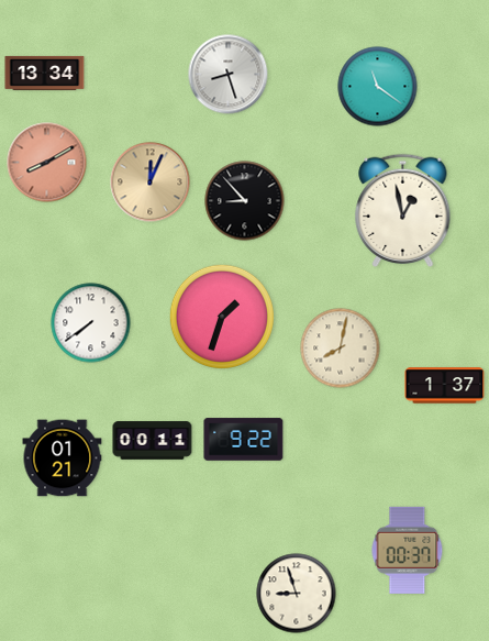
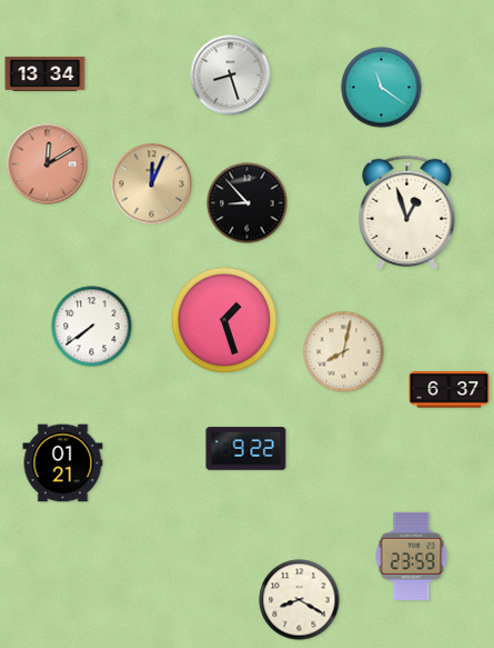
clock at (47, 163): 8:10 -> 12:10
clock at (403, 210): 12:58 -> 12:57
clock at (221, 316): 1:33 -> 1:27
clock at (445, 386): 1:37 -> 6:37
clock at (244, 440) position: (244, 440) -> (246, 449)
clock at (153, 441): 00:11 -> none
clock at (408, 550): 00:37 -> 23:59
clock at (297, 594): 8:57 -> 8:20
